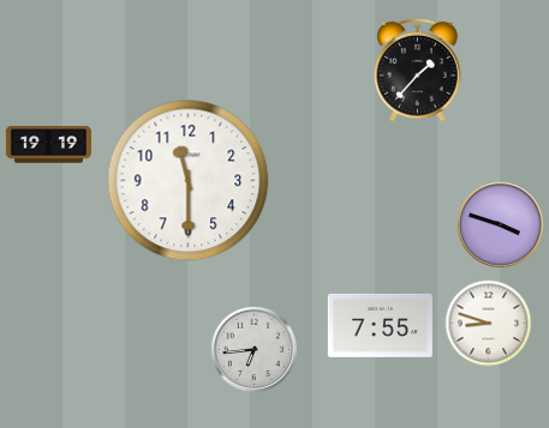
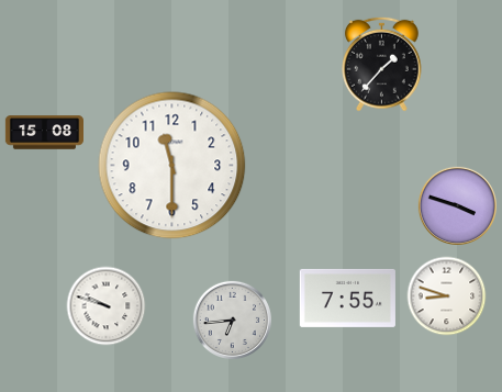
clock at (48, 145): 19:19 -> 15:08
clock at (107, 306): none -> 9:48
